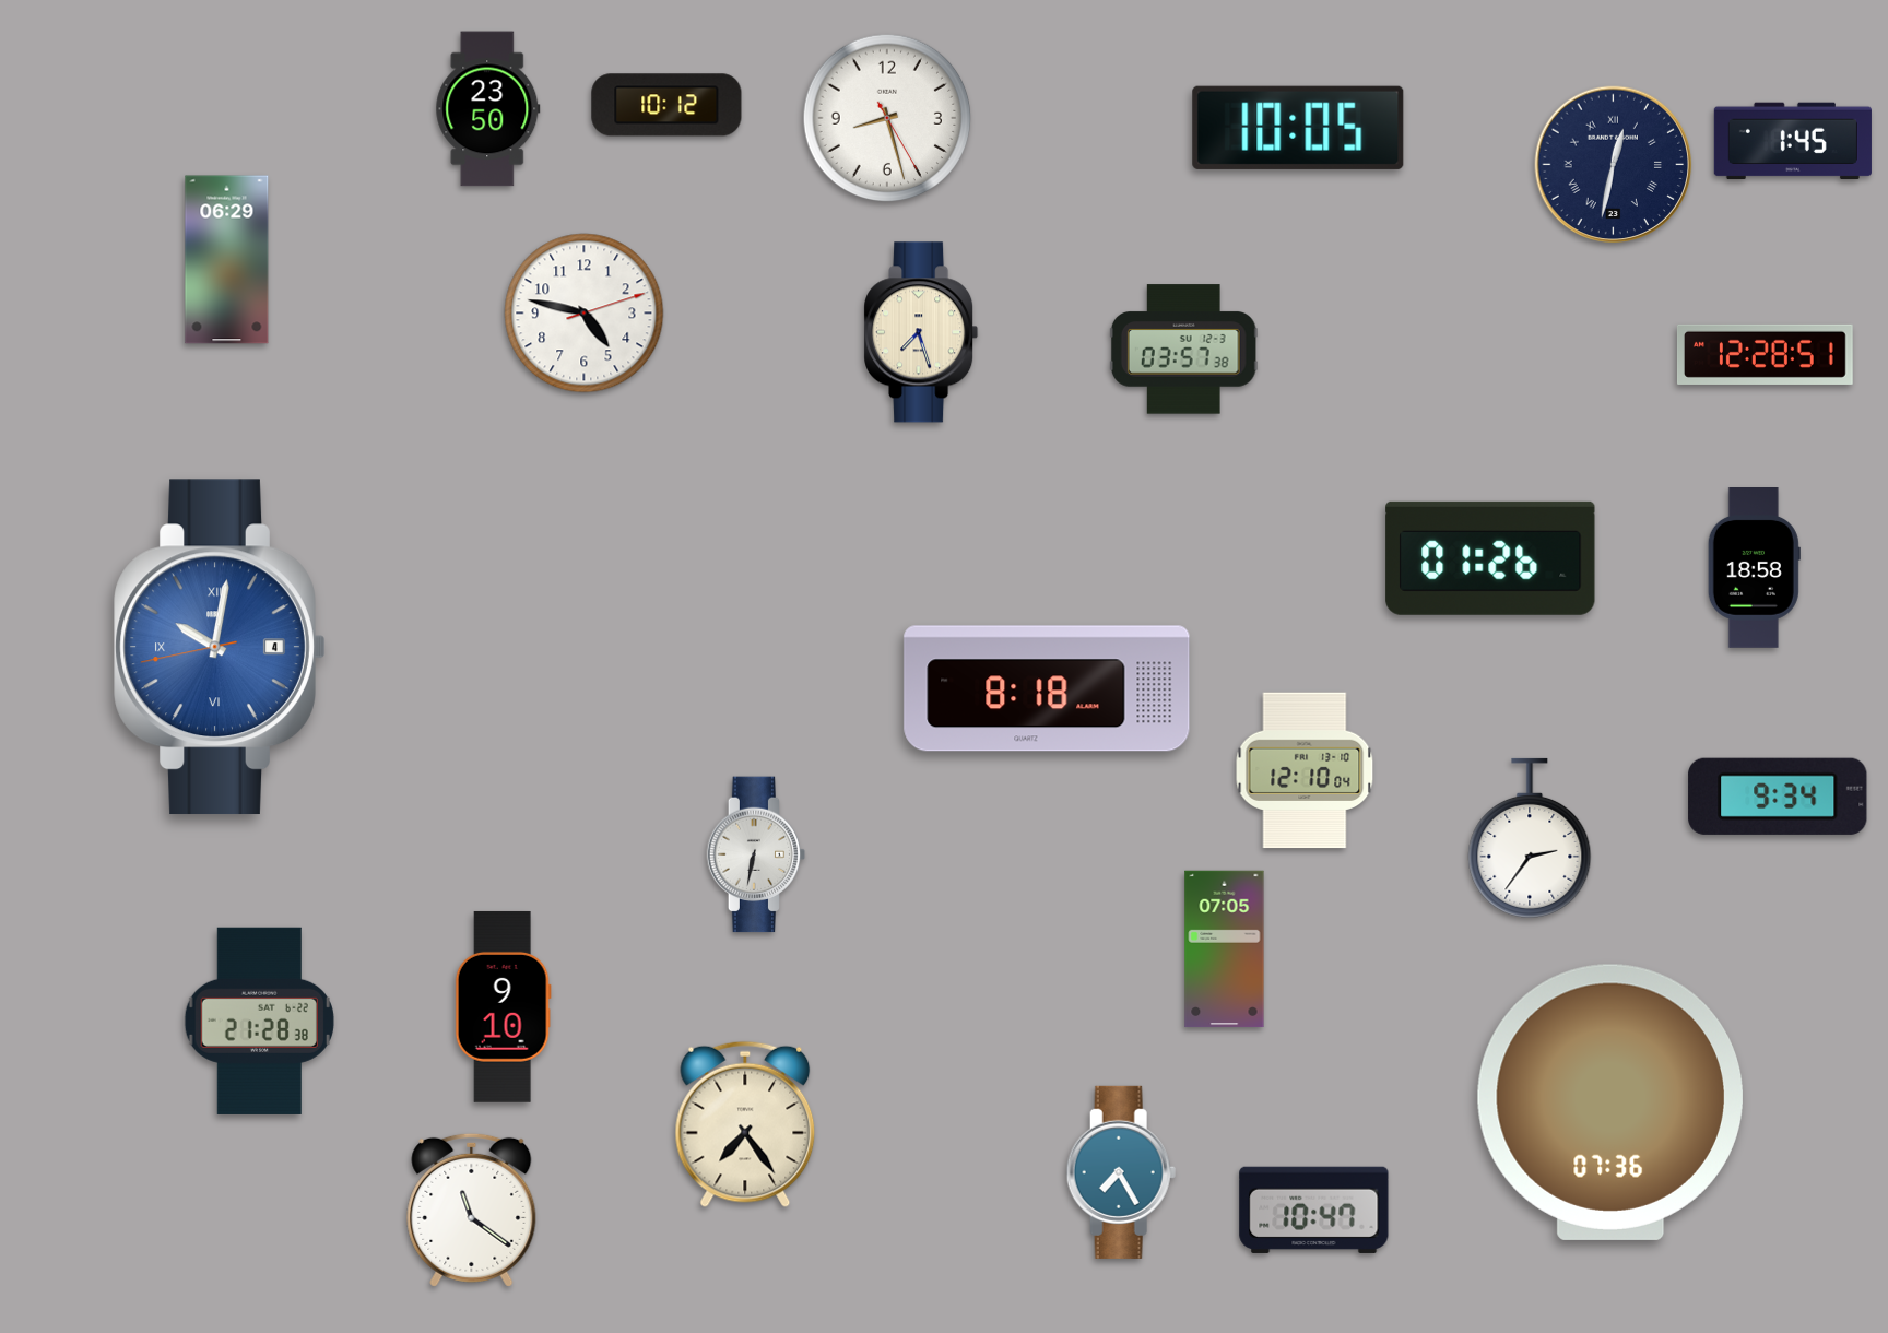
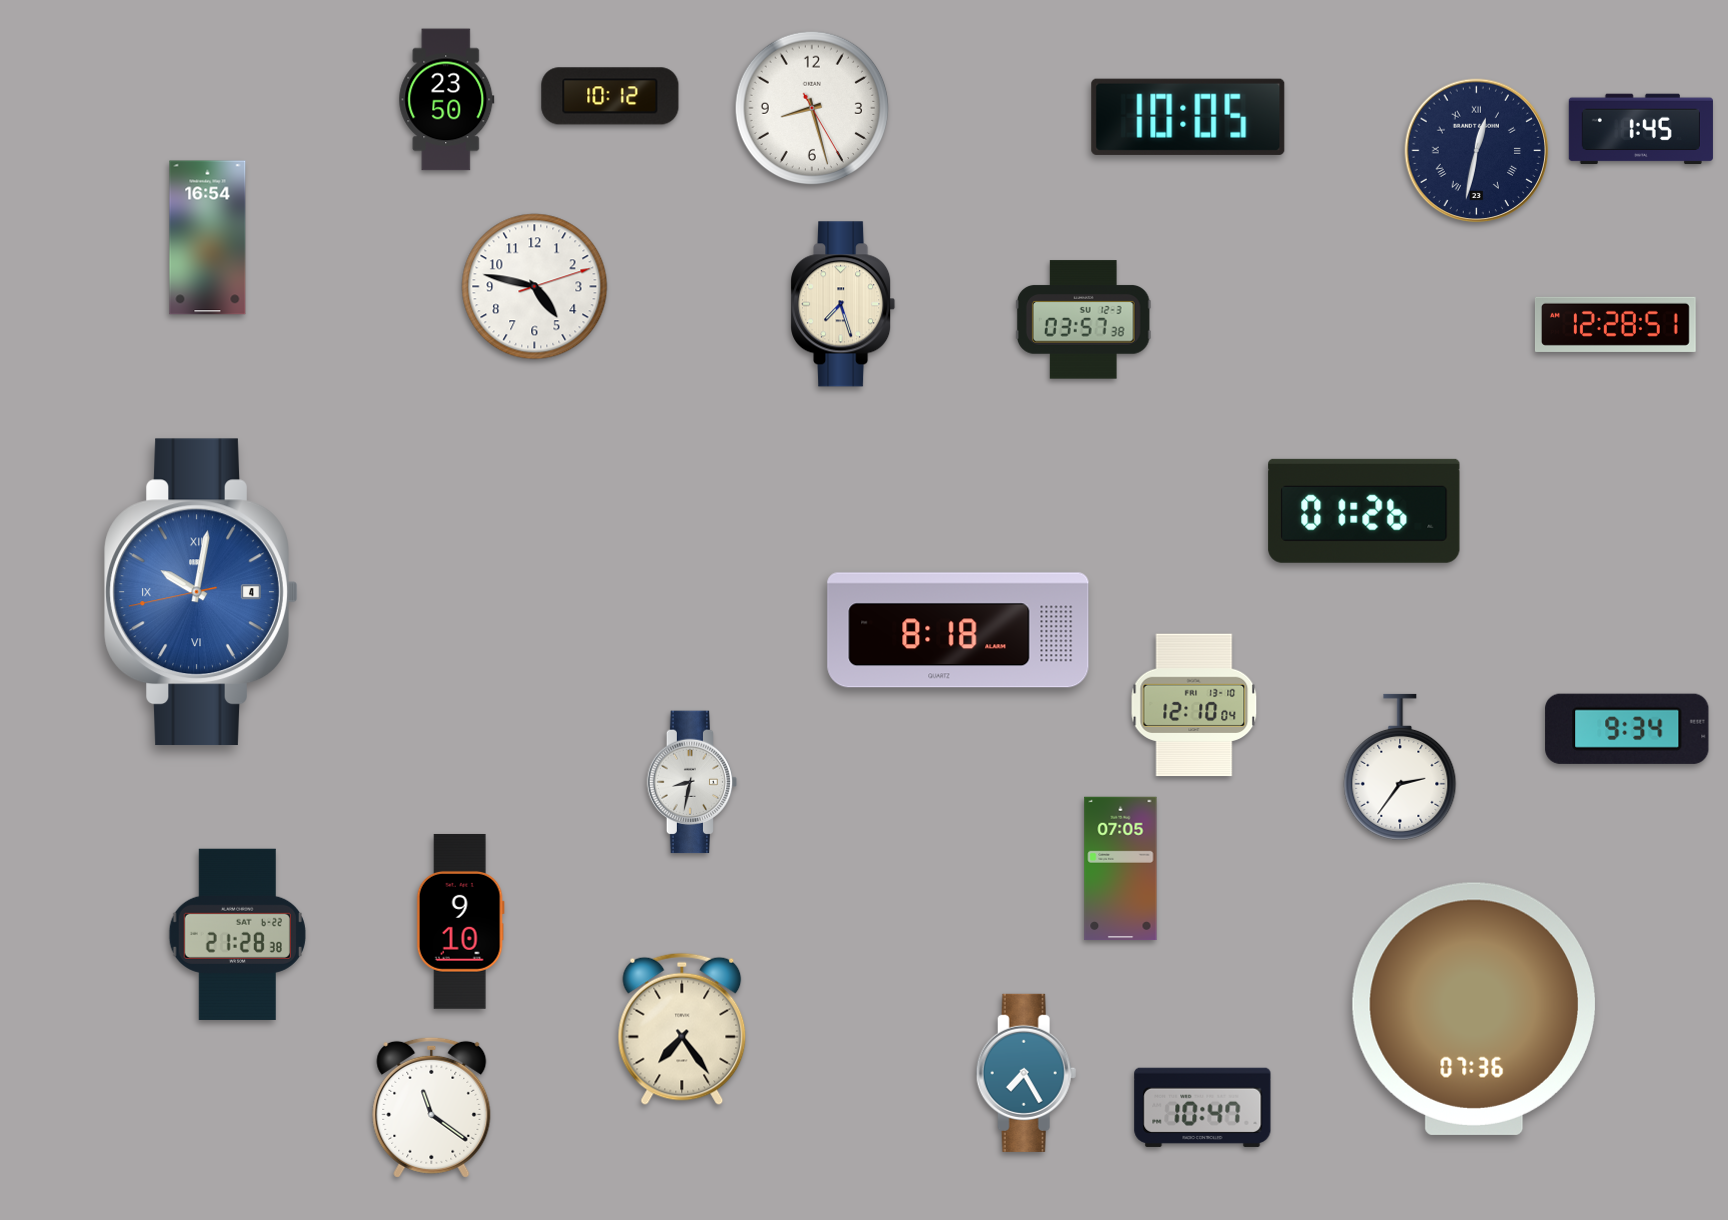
clock at (227, 260): 06:29 -> 16:54
clock at (1754, 568): 18:58 -> none
clock at (756, 854): 6:32 -> 8:32
